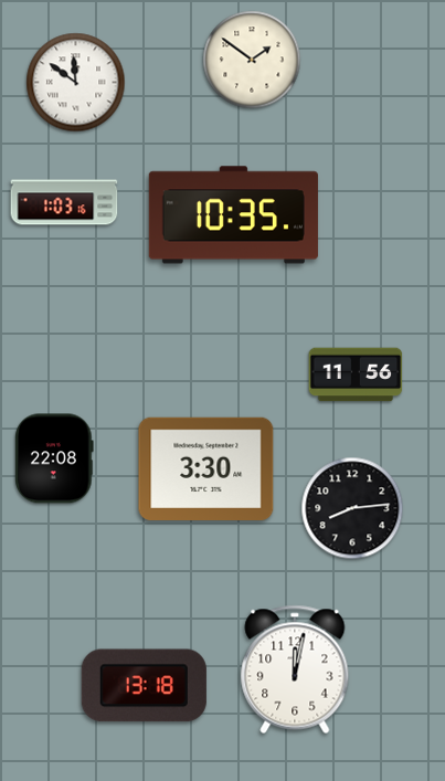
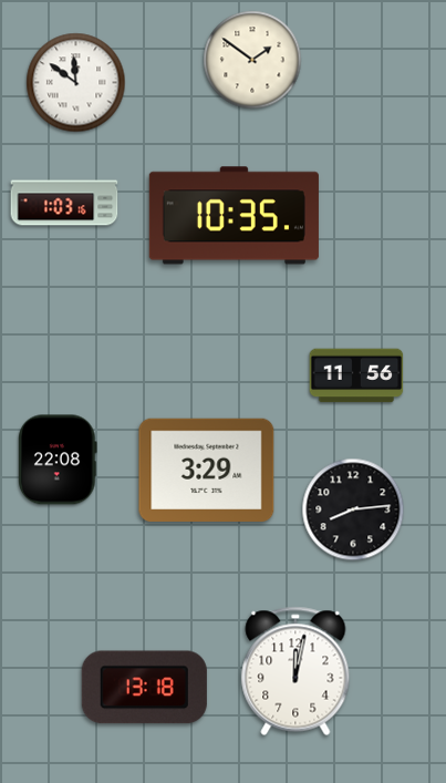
clock at (55, 458) position: (55, 458) -> (59, 460)
clock at (206, 468): 3:30 -> 3:29
